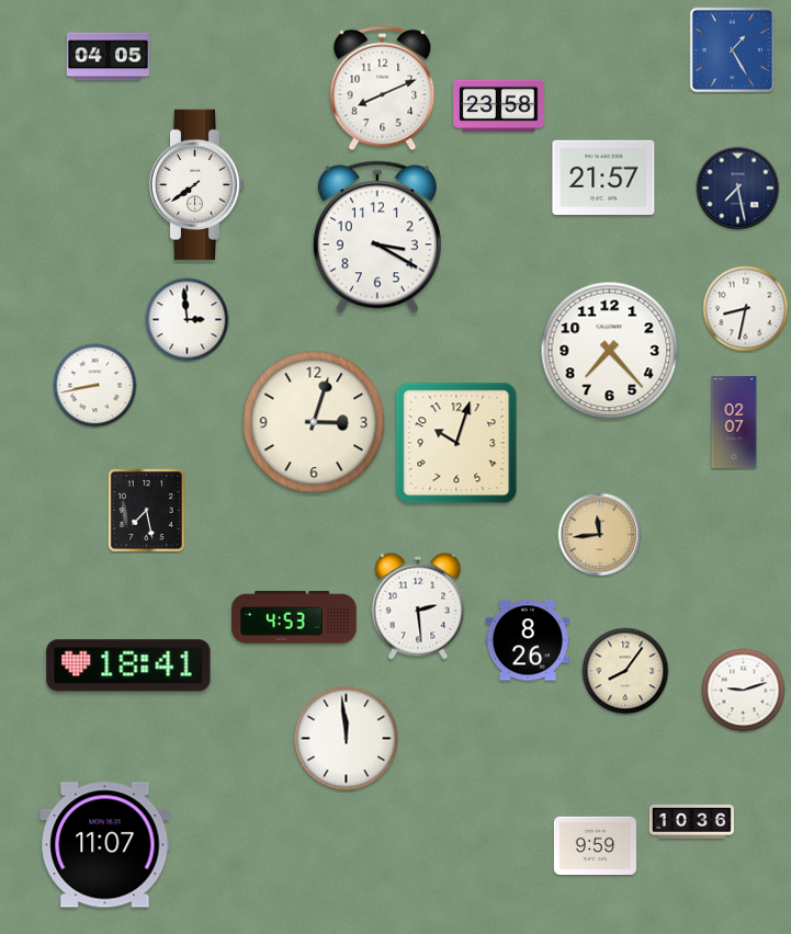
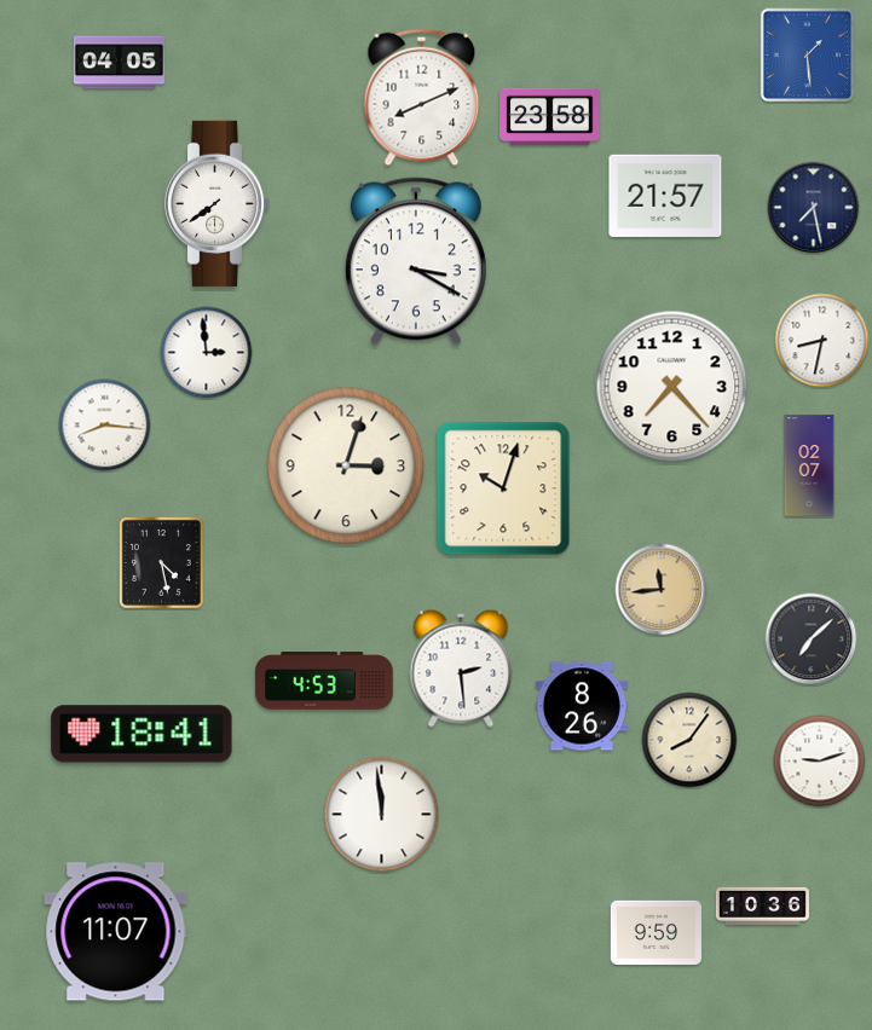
clock at (733, 50): 1:25 -> 1:29
clock at (95, 386): 8:43 -> 8:16
clock at (146, 510): 7:28 -> 4:28
clock at (812, 640): none -> 7:08
